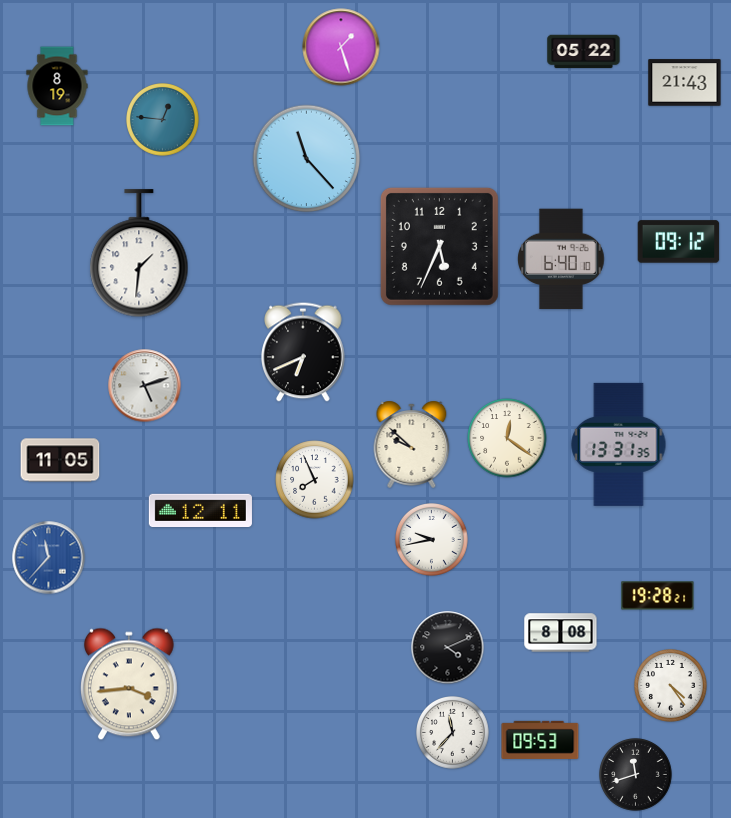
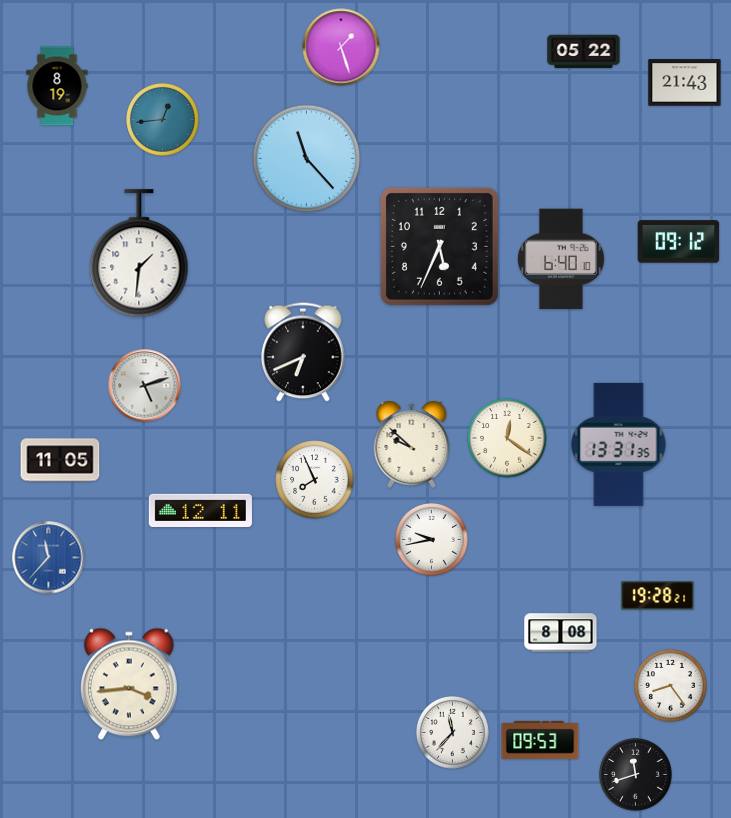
clock at (163, 120): 12:46 -> 12:44
clock at (448, 648): 4:11 -> none
clock at (671, 686): 4:24 -> 8:24
